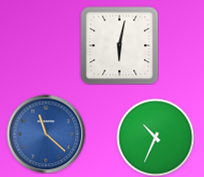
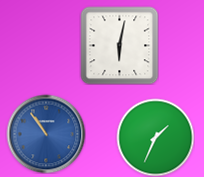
clock at (46, 134): 11:22 -> 10:54
clock at (155, 137): 10:34 -> 1:34
